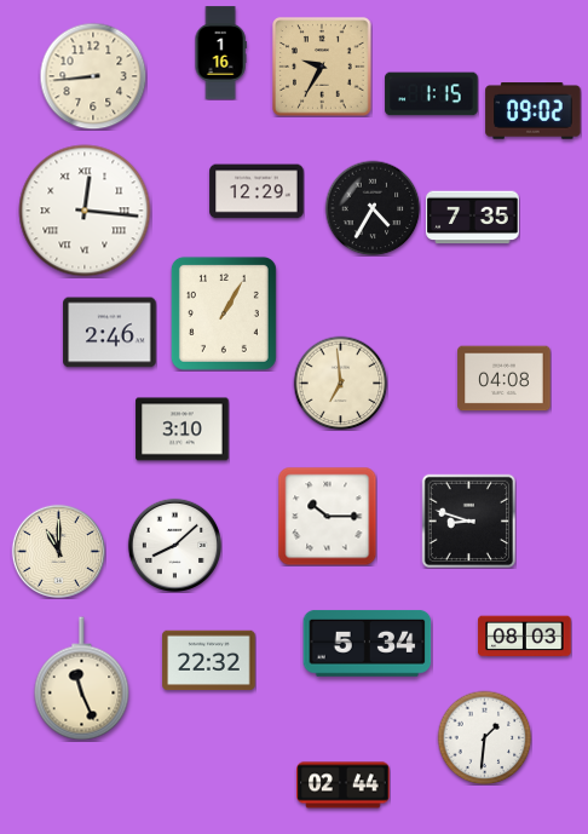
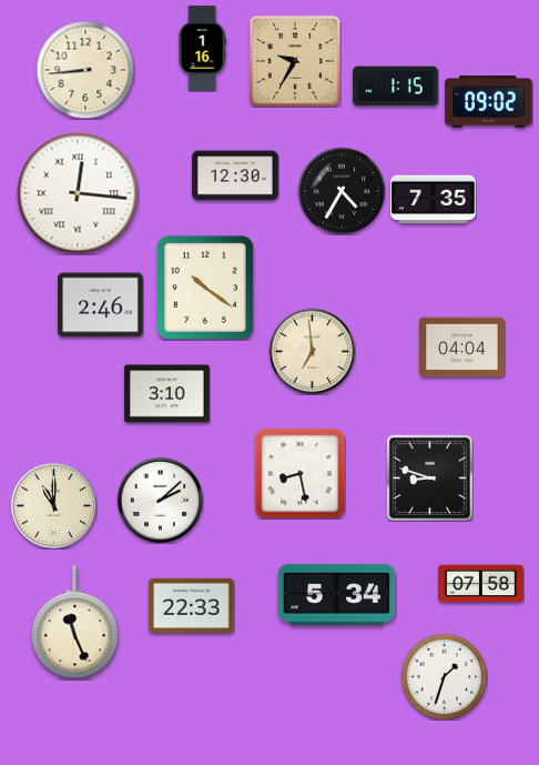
clock at (256, 191): 12:29 -> 12:30
clock at (224, 314): 1:05 -> 10:21
clock at (505, 379): 04:08 -> 04:04
clock at (327, 516): 10:15 -> 8:28
clock at (174, 545): 8:08 -> 2:08
clock at (525, 637): 08:03 -> 07:58
clock at (368, 643) position: (368, 643) -> (337, 594)
clock at (209, 661): 22:32 -> 22:33
clock at (484, 737): 1:31 -> 1:33
clock at (344, 786): 02:44 -> none
